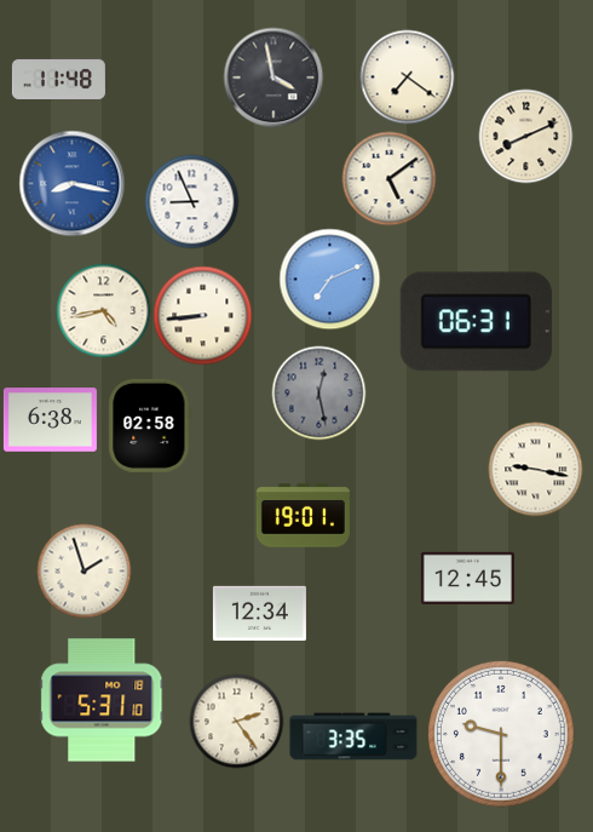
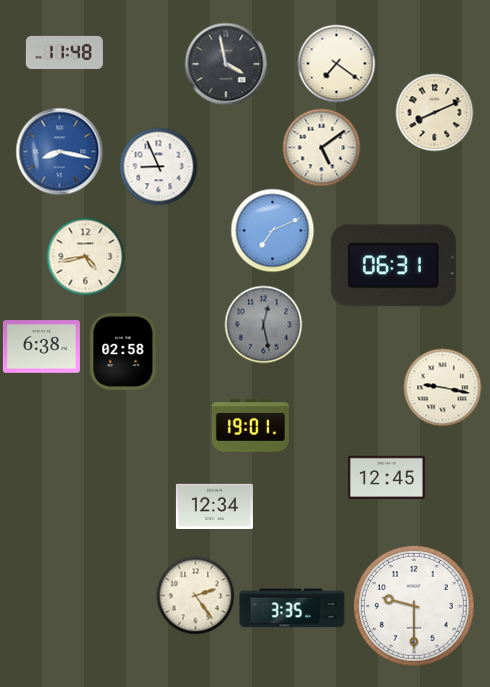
clock at (58, 79) position: (58, 79) -> (64, 52)
clock at (202, 315): 8:44 -> none
clock at (84, 570): 1:57 -> none
clock at (102, 700): 5:31 -> none
